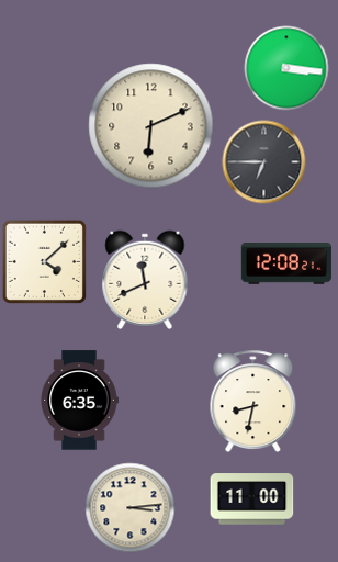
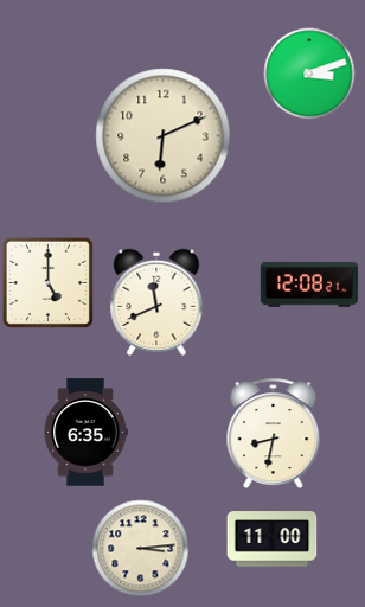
clock at (286, 68): 3:16 -> 3:12
clock at (264, 162): 6:45 -> none
clock at (44, 261): 4:08 -> 5:00
